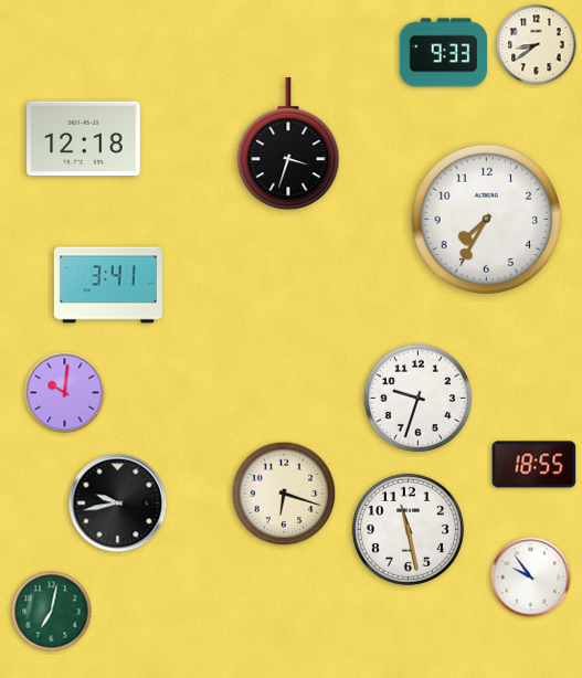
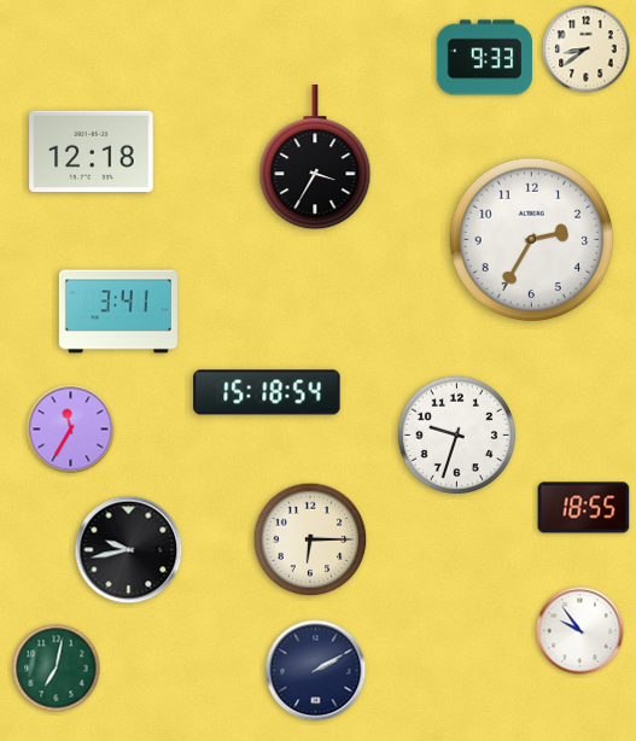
clock at (288, 145): 3:33 -> 3:35
clock at (487, 220): 7:35 -> 2:35
clock at (267, 392): none -> 15:18
clock at (65, 393): 10:01 -> 11:35
clock at (284, 494): 6:18 -> 6:15
clock at (408, 529): 11:28 -> none
clock at (316, 671): none -> 2:10
